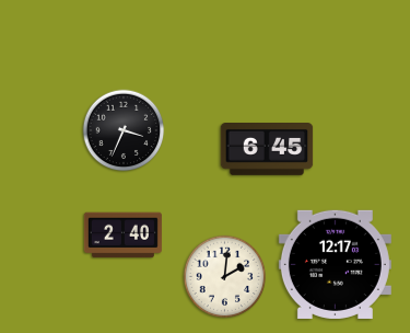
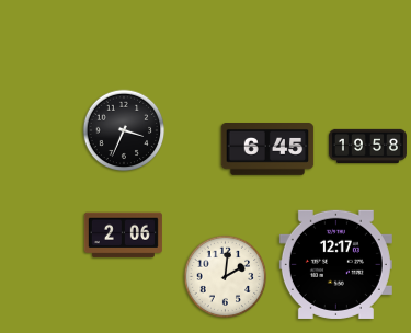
clock at (367, 146): none -> 19:58
clock at (122, 236): 2:40 -> 2:06
